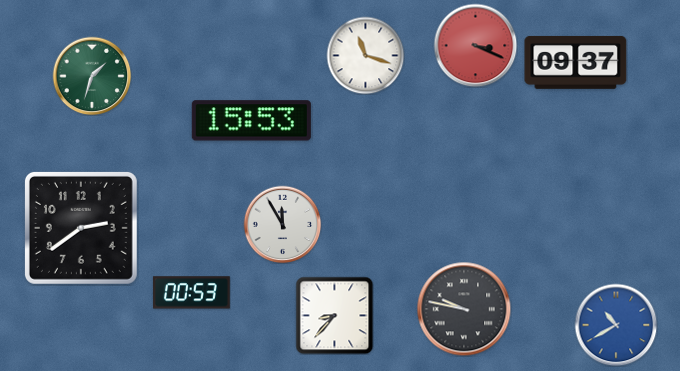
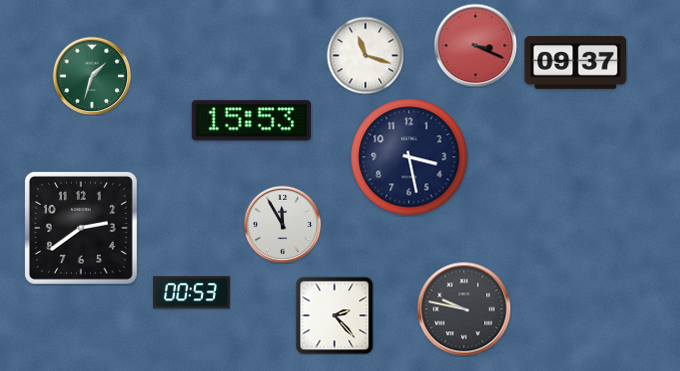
clock at (409, 157): none -> 3:28
clock at (334, 315): 8:37 -> 2:23
clock at (616, 325): 10:40 -> none
